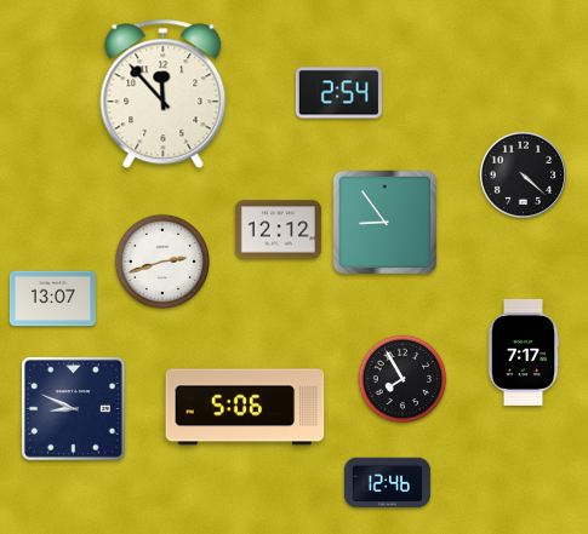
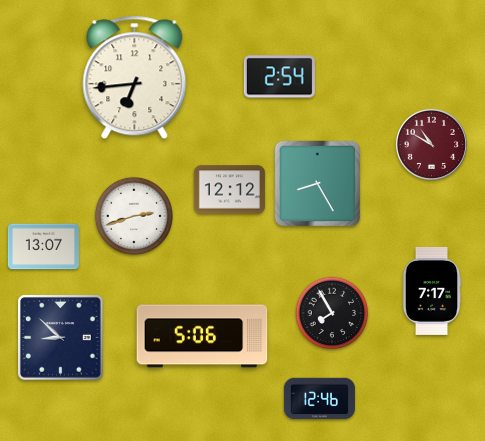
clock at (164, 94): 11:53 -> 6:44
clock at (523, 174): 4:22 -> 10:50
clock at (523, 174) dial: black -> burgundy
clock at (386, 223): 8:54 -> 8:25
clock at (74, 409): 8:49 -> 8:52
